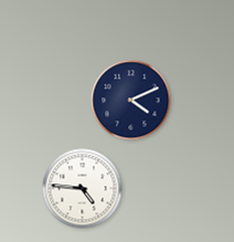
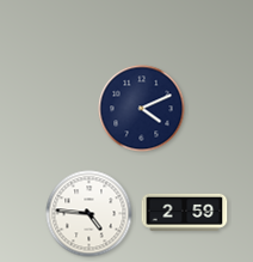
clock at (83, 189) position: (83, 189) -> (90, 214)
clock at (185, 212): none -> 2:59
